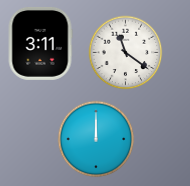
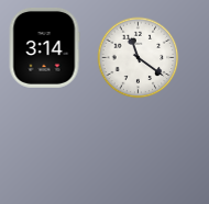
clock at (40, 43): 3:11 -> 3:14
clock at (96, 139): 12:00 -> none
